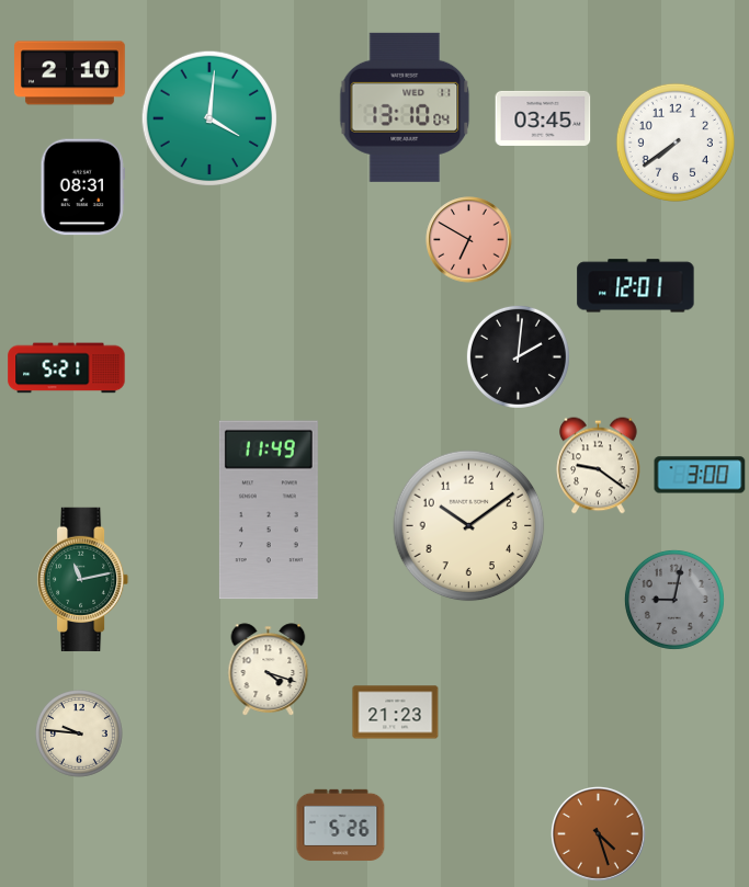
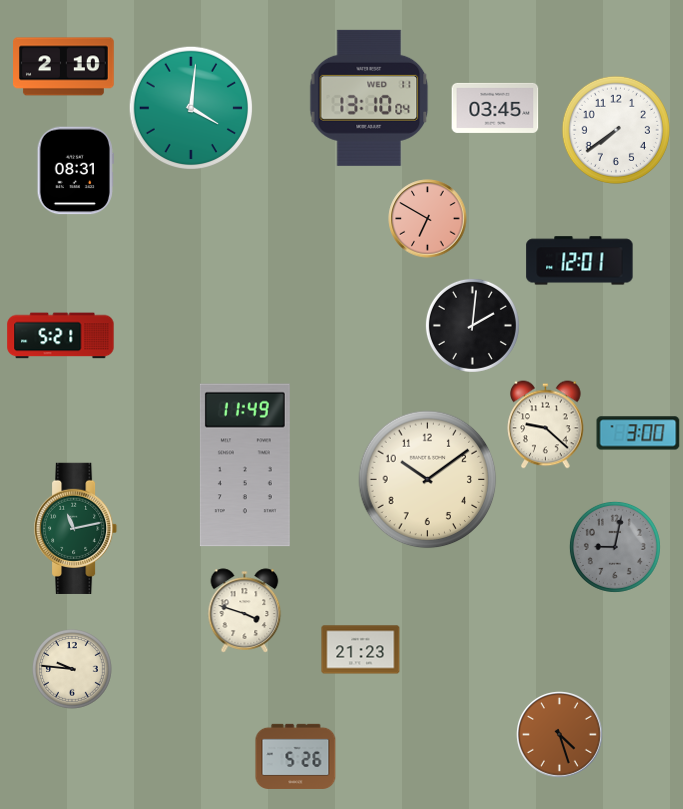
clock at (599, 466): 9:21 -> 9:22
clock at (269, 670): 4:18 -> 3:48
clock at (341, 825) position: (341, 825) -> (296, 756)
clock at (599, 834) position: (599, 834) -> (560, 735)
